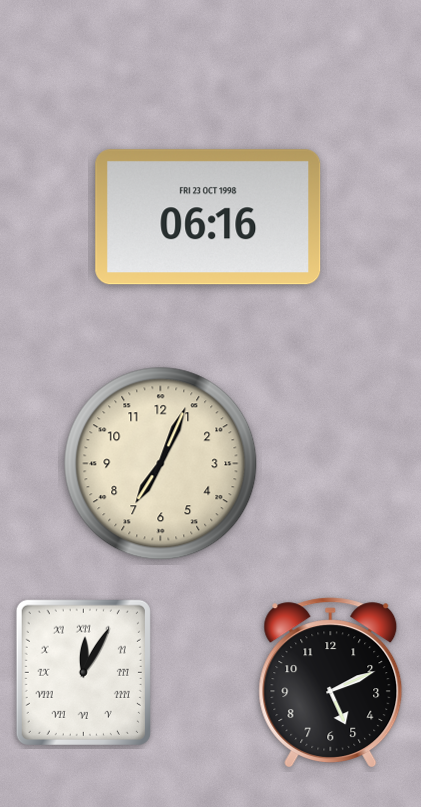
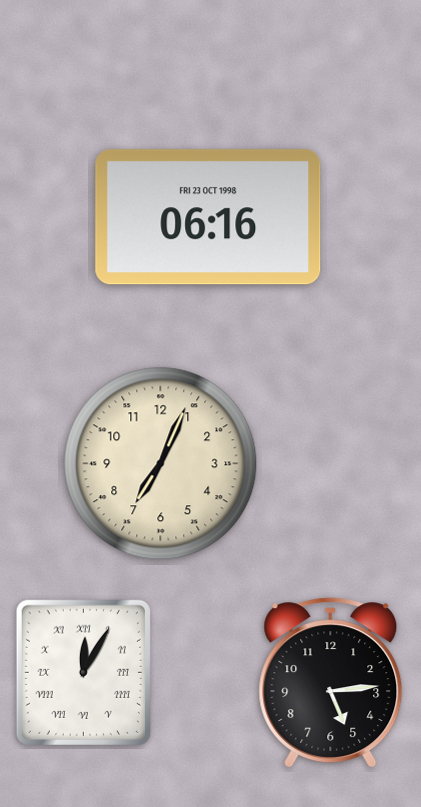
clock at (331, 682): 5:11 -> 5:14
